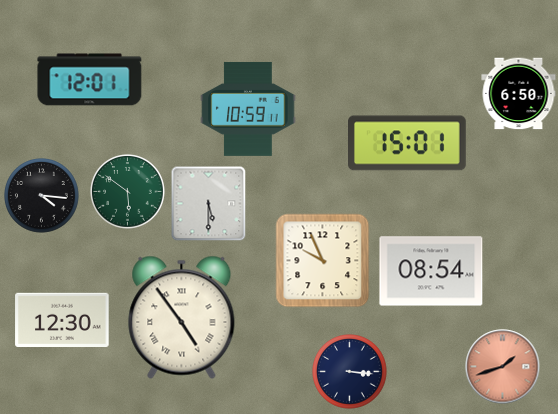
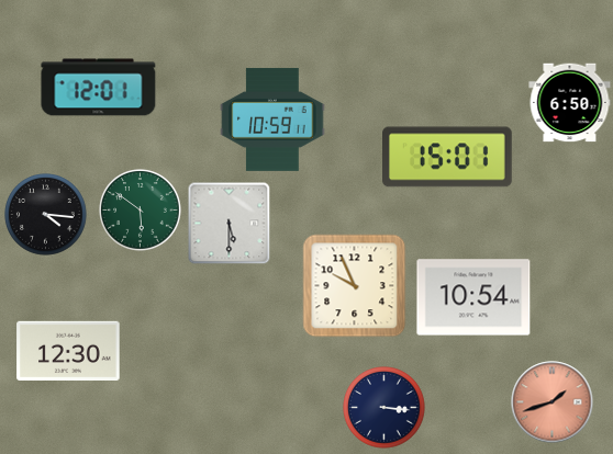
clock at (431, 271): 08:54 -> 10:54
clock at (182, 317): 4:54 -> none
